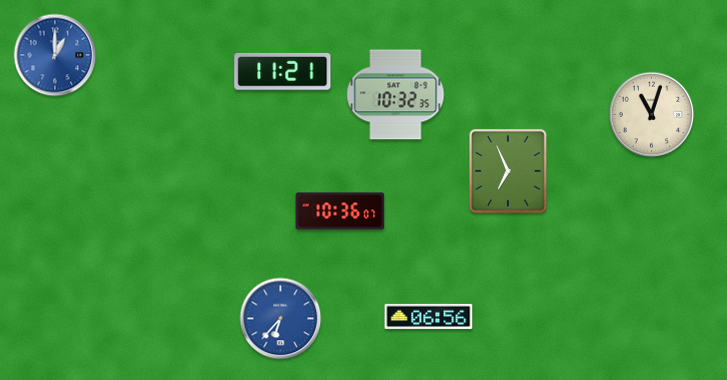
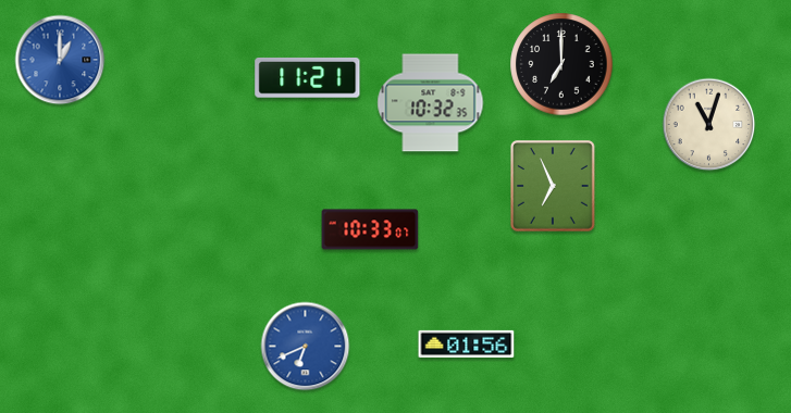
clock at (561, 64): none -> 7:00
clock at (340, 211): 10:36 -> 10:33
clock at (429, 316): 06:56 -> 01:56
clock at (281, 319): 6:37 -> 6:41
